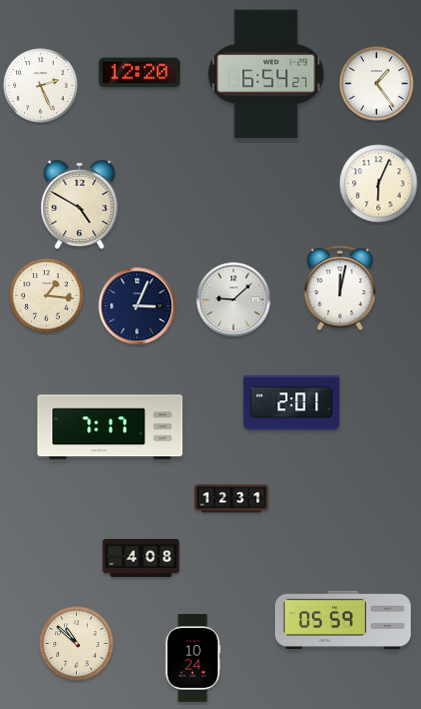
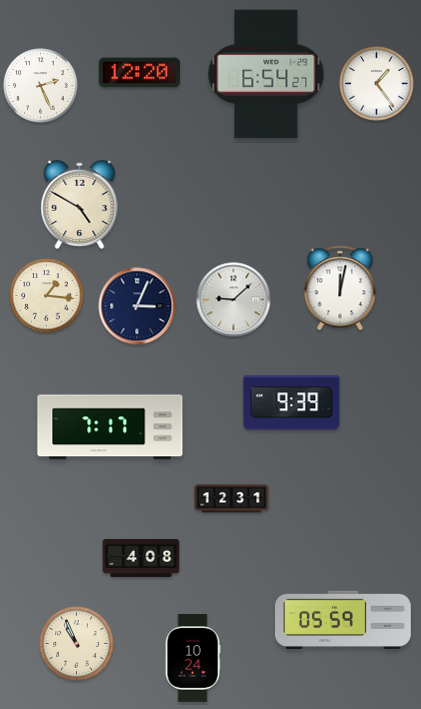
clock at (379, 184): 6:04 -> none
clock at (292, 403): 2:01 -> 9:39
clock at (77, 644): 10:52 -> 10:56
